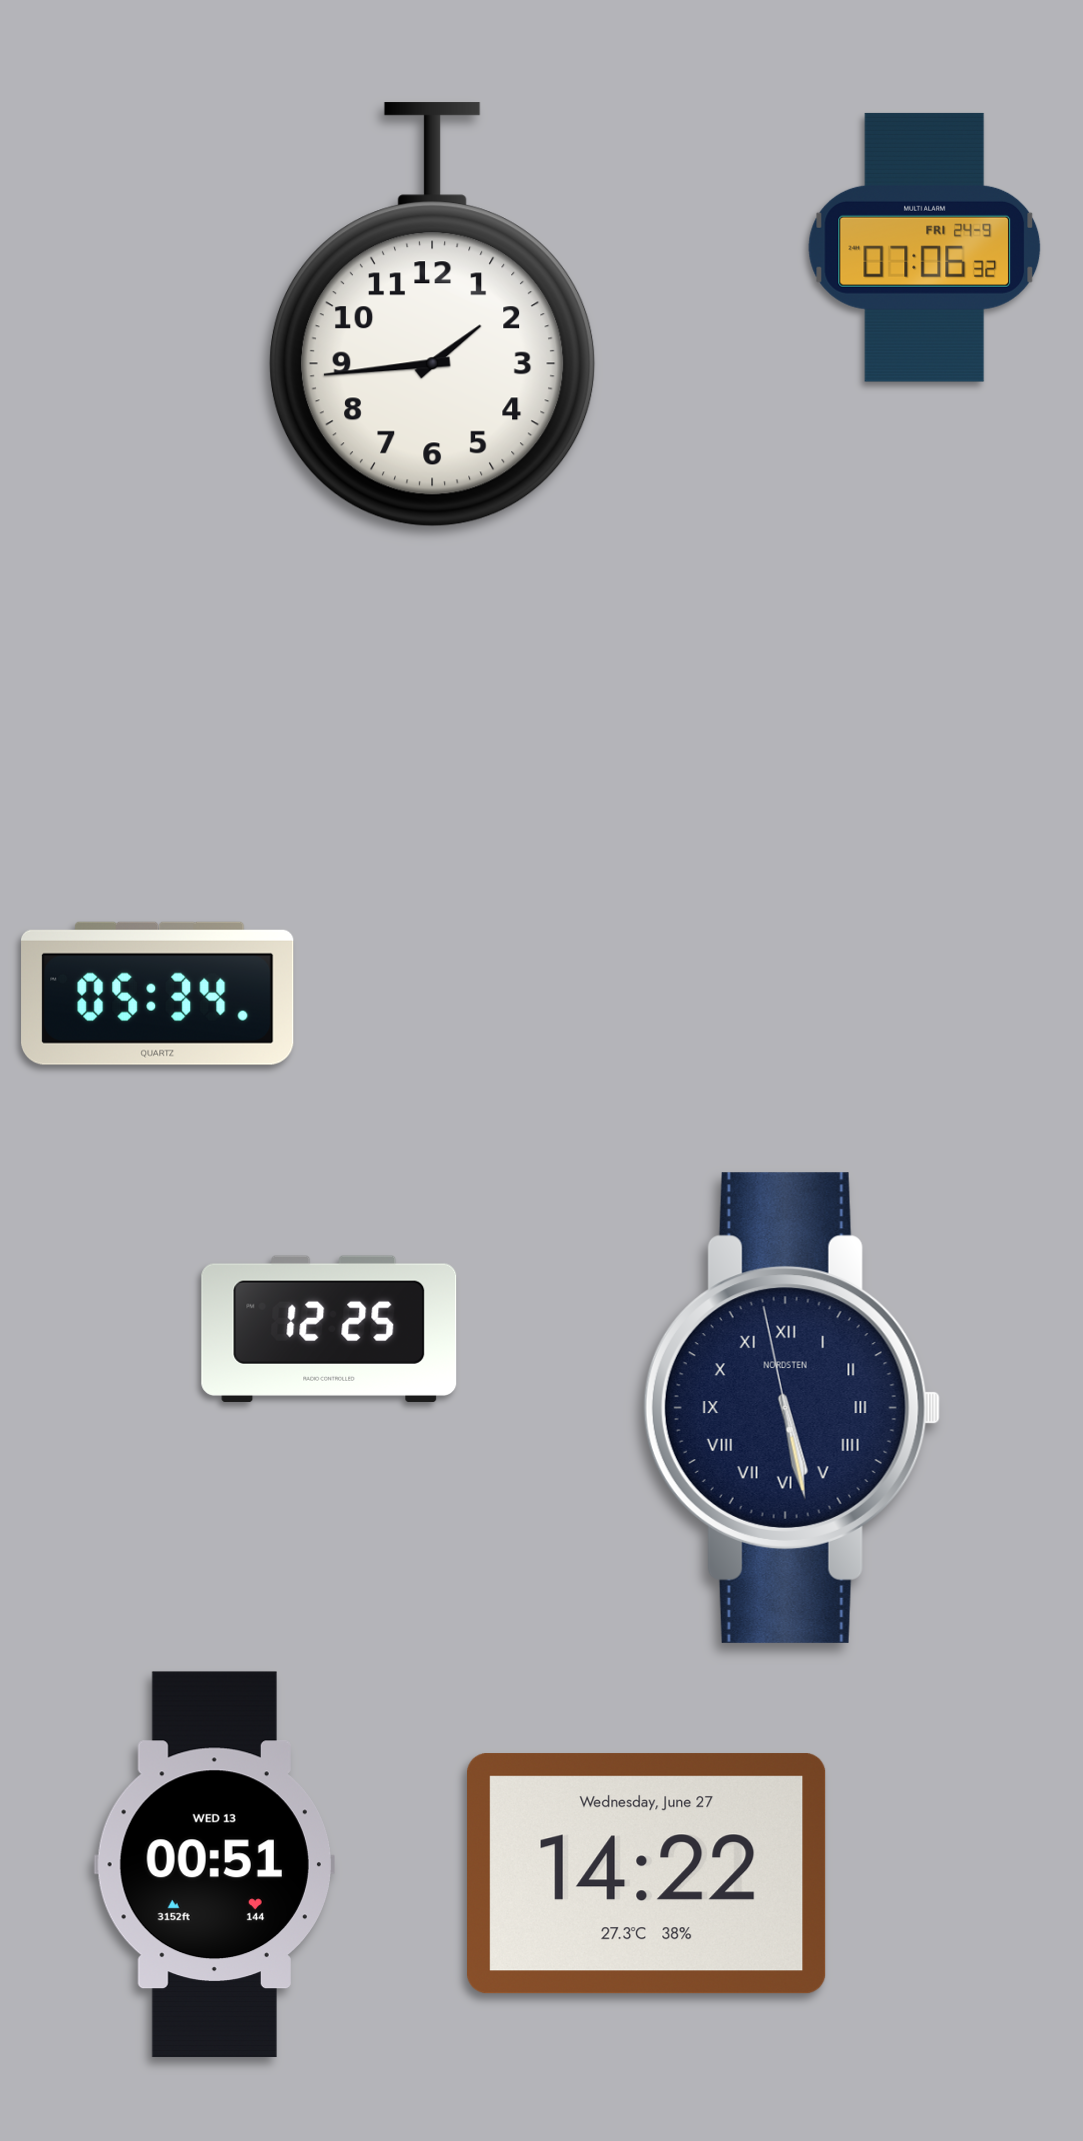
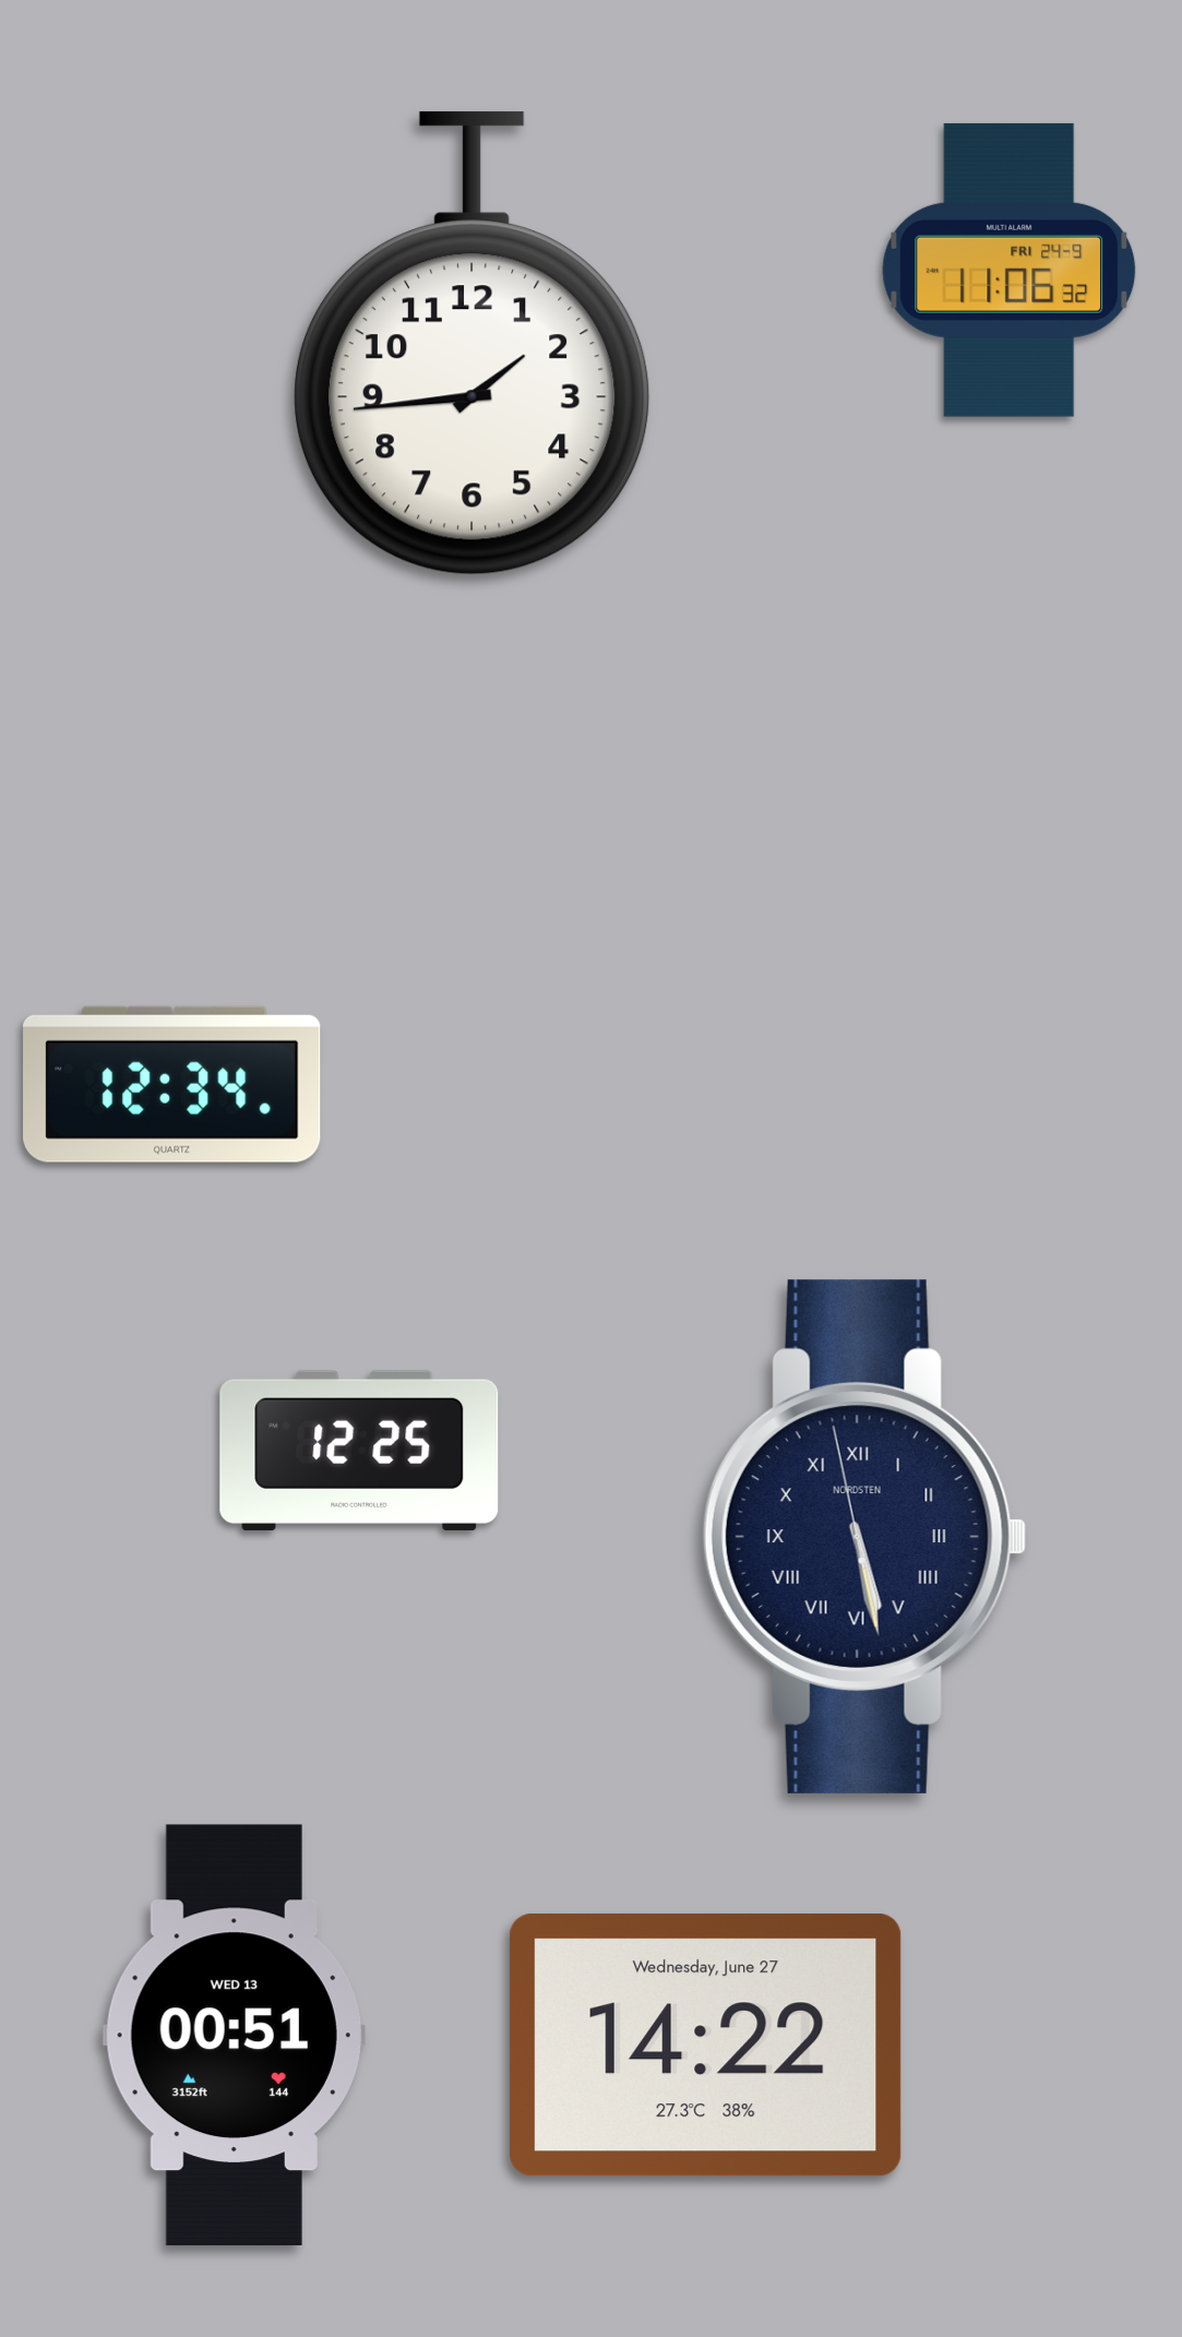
clock at (925, 247): 07:06 -> 11:06
clock at (158, 993): 05:34 -> 12:34
